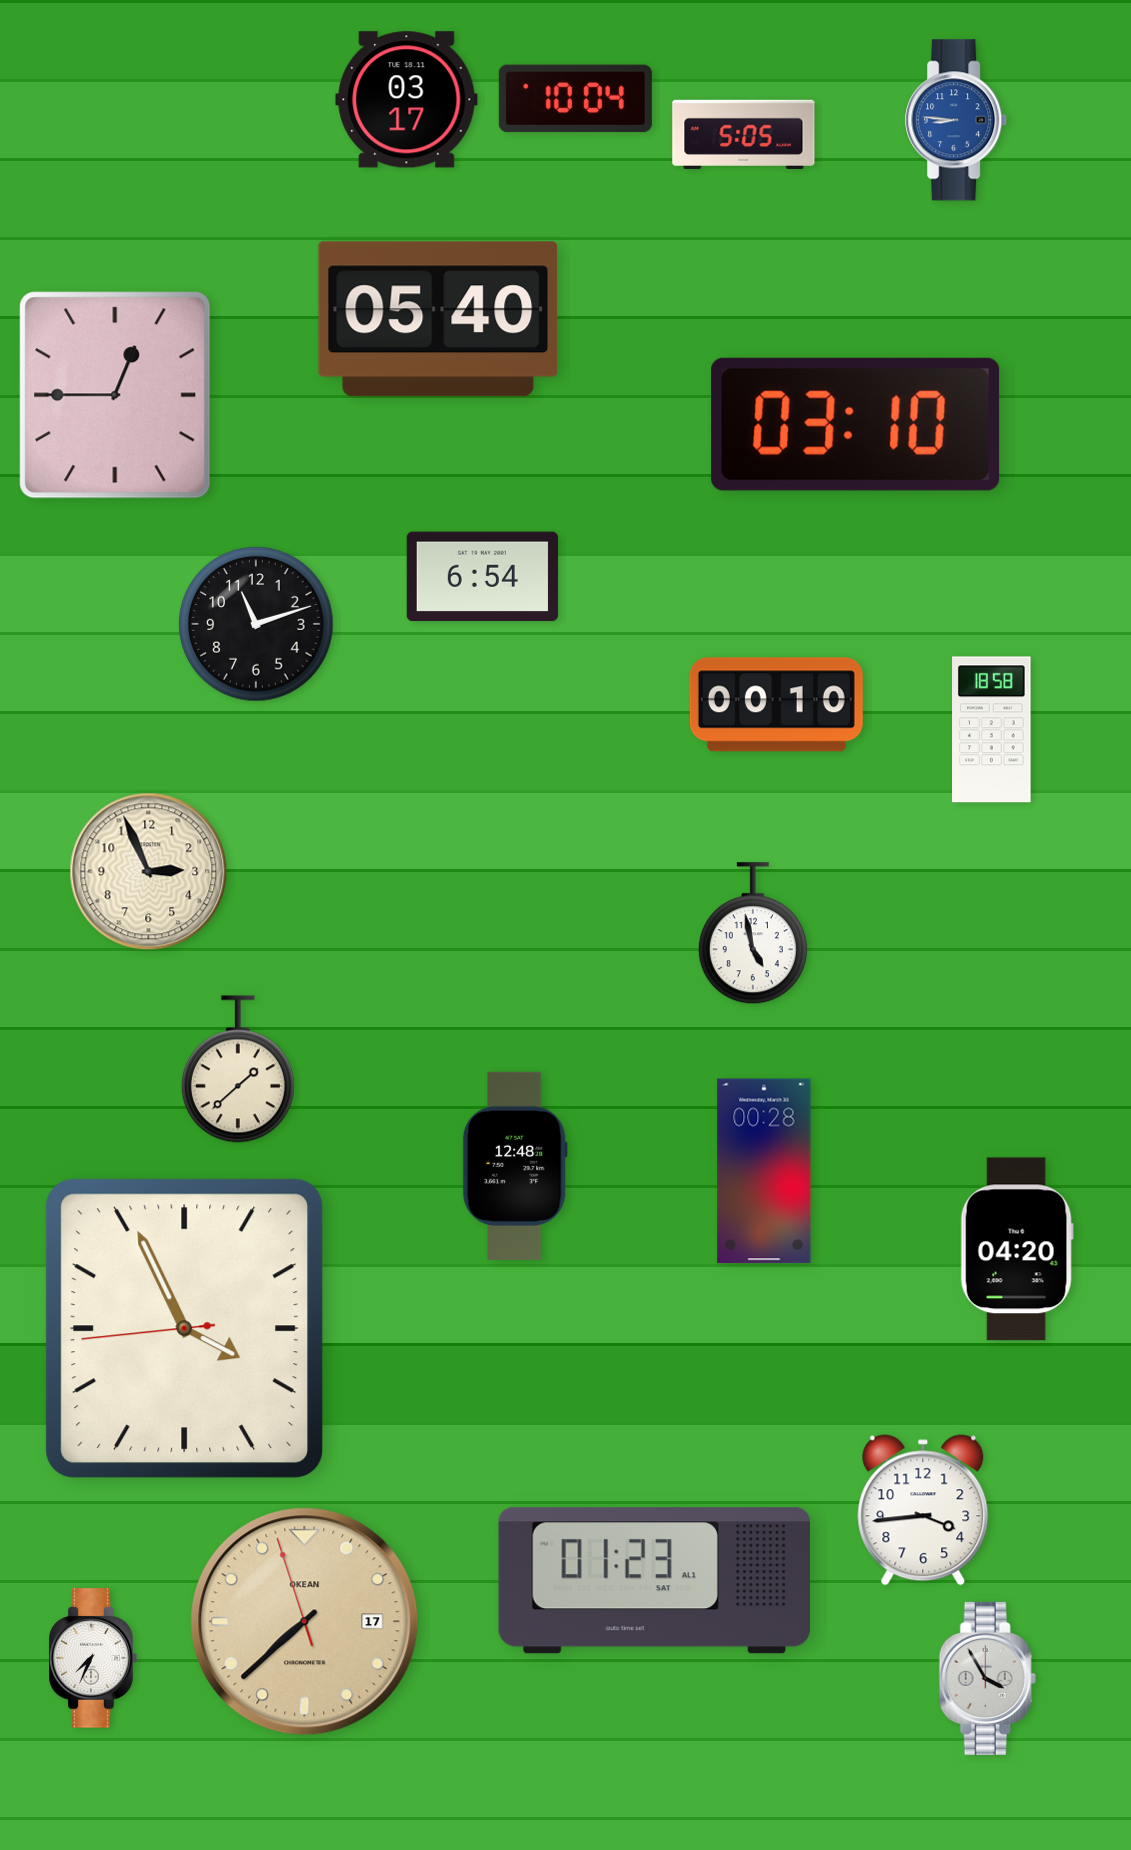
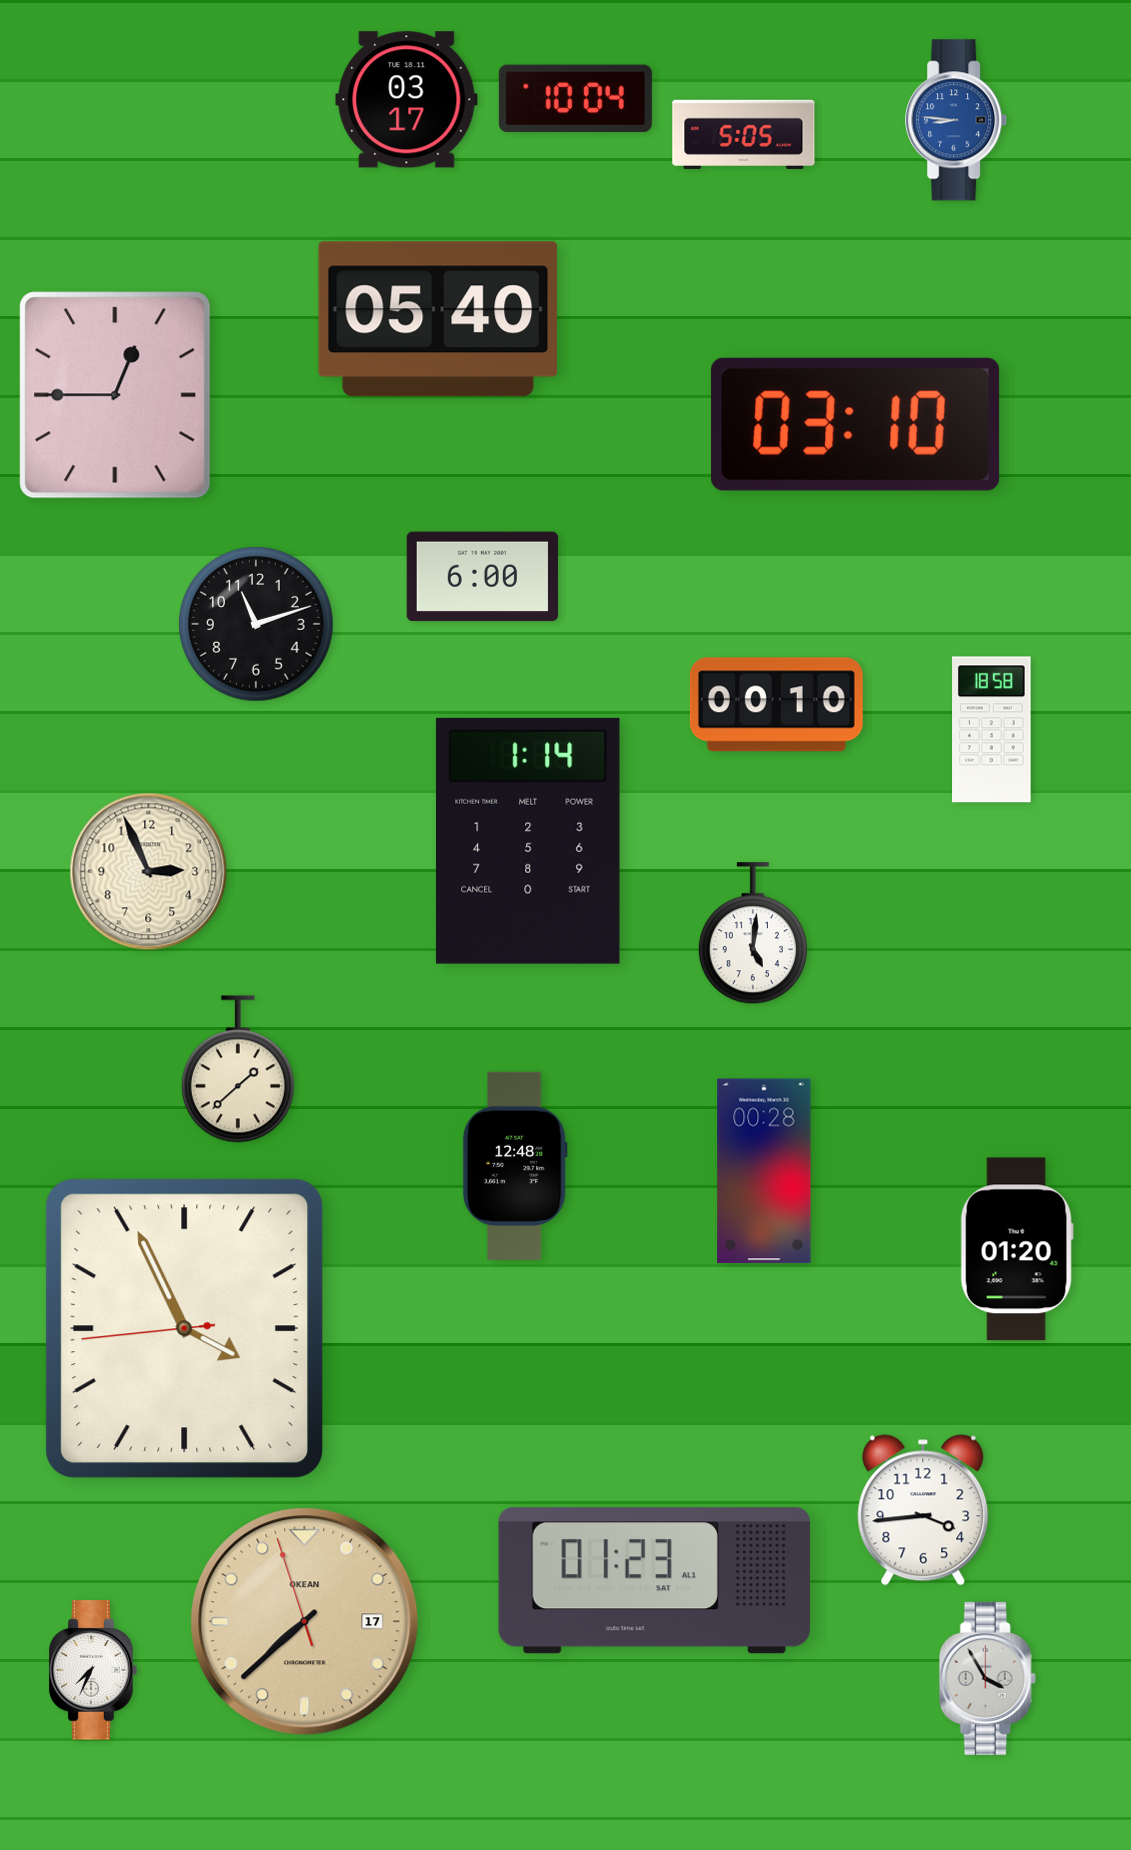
clock at (482, 577): 6:54 -> 6:00
clock at (528, 841): none -> 1:14
clock at (753, 934): 4:58 -> 5:01
clock at (1017, 1249): 04:20 -> 01:20
clock at (93, 1658) position: (93, 1658) -> (93, 1670)
